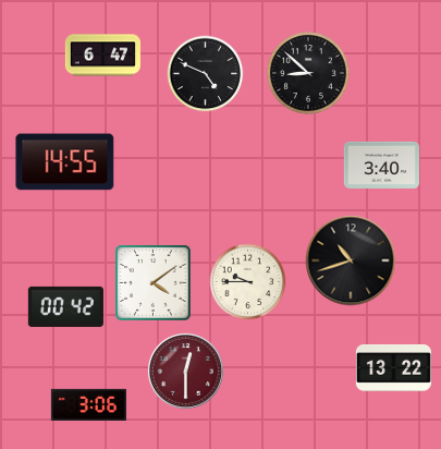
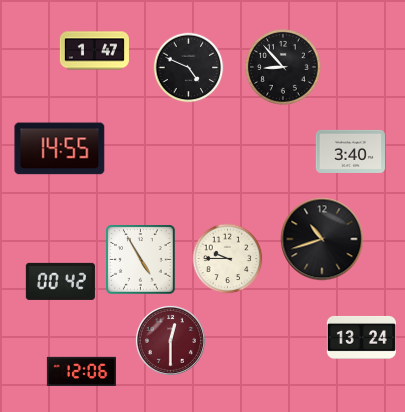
clock at (102, 56): 6:47 -> 1:47
clock at (309, 74): 8:52 -> 8:53
clock at (154, 283): 4:09 -> 4:55
clock at (393, 367): 13:22 -> 13:24
clock at (88, 404): 3:06 -> 12:06
